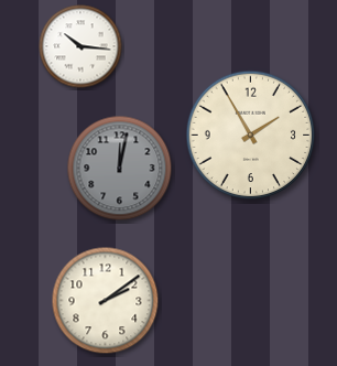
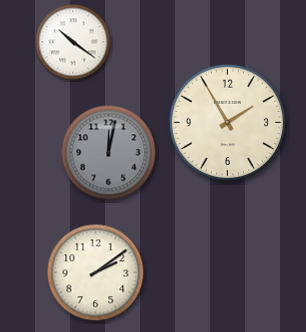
clock at (80, 46): 10:16 -> 10:21
